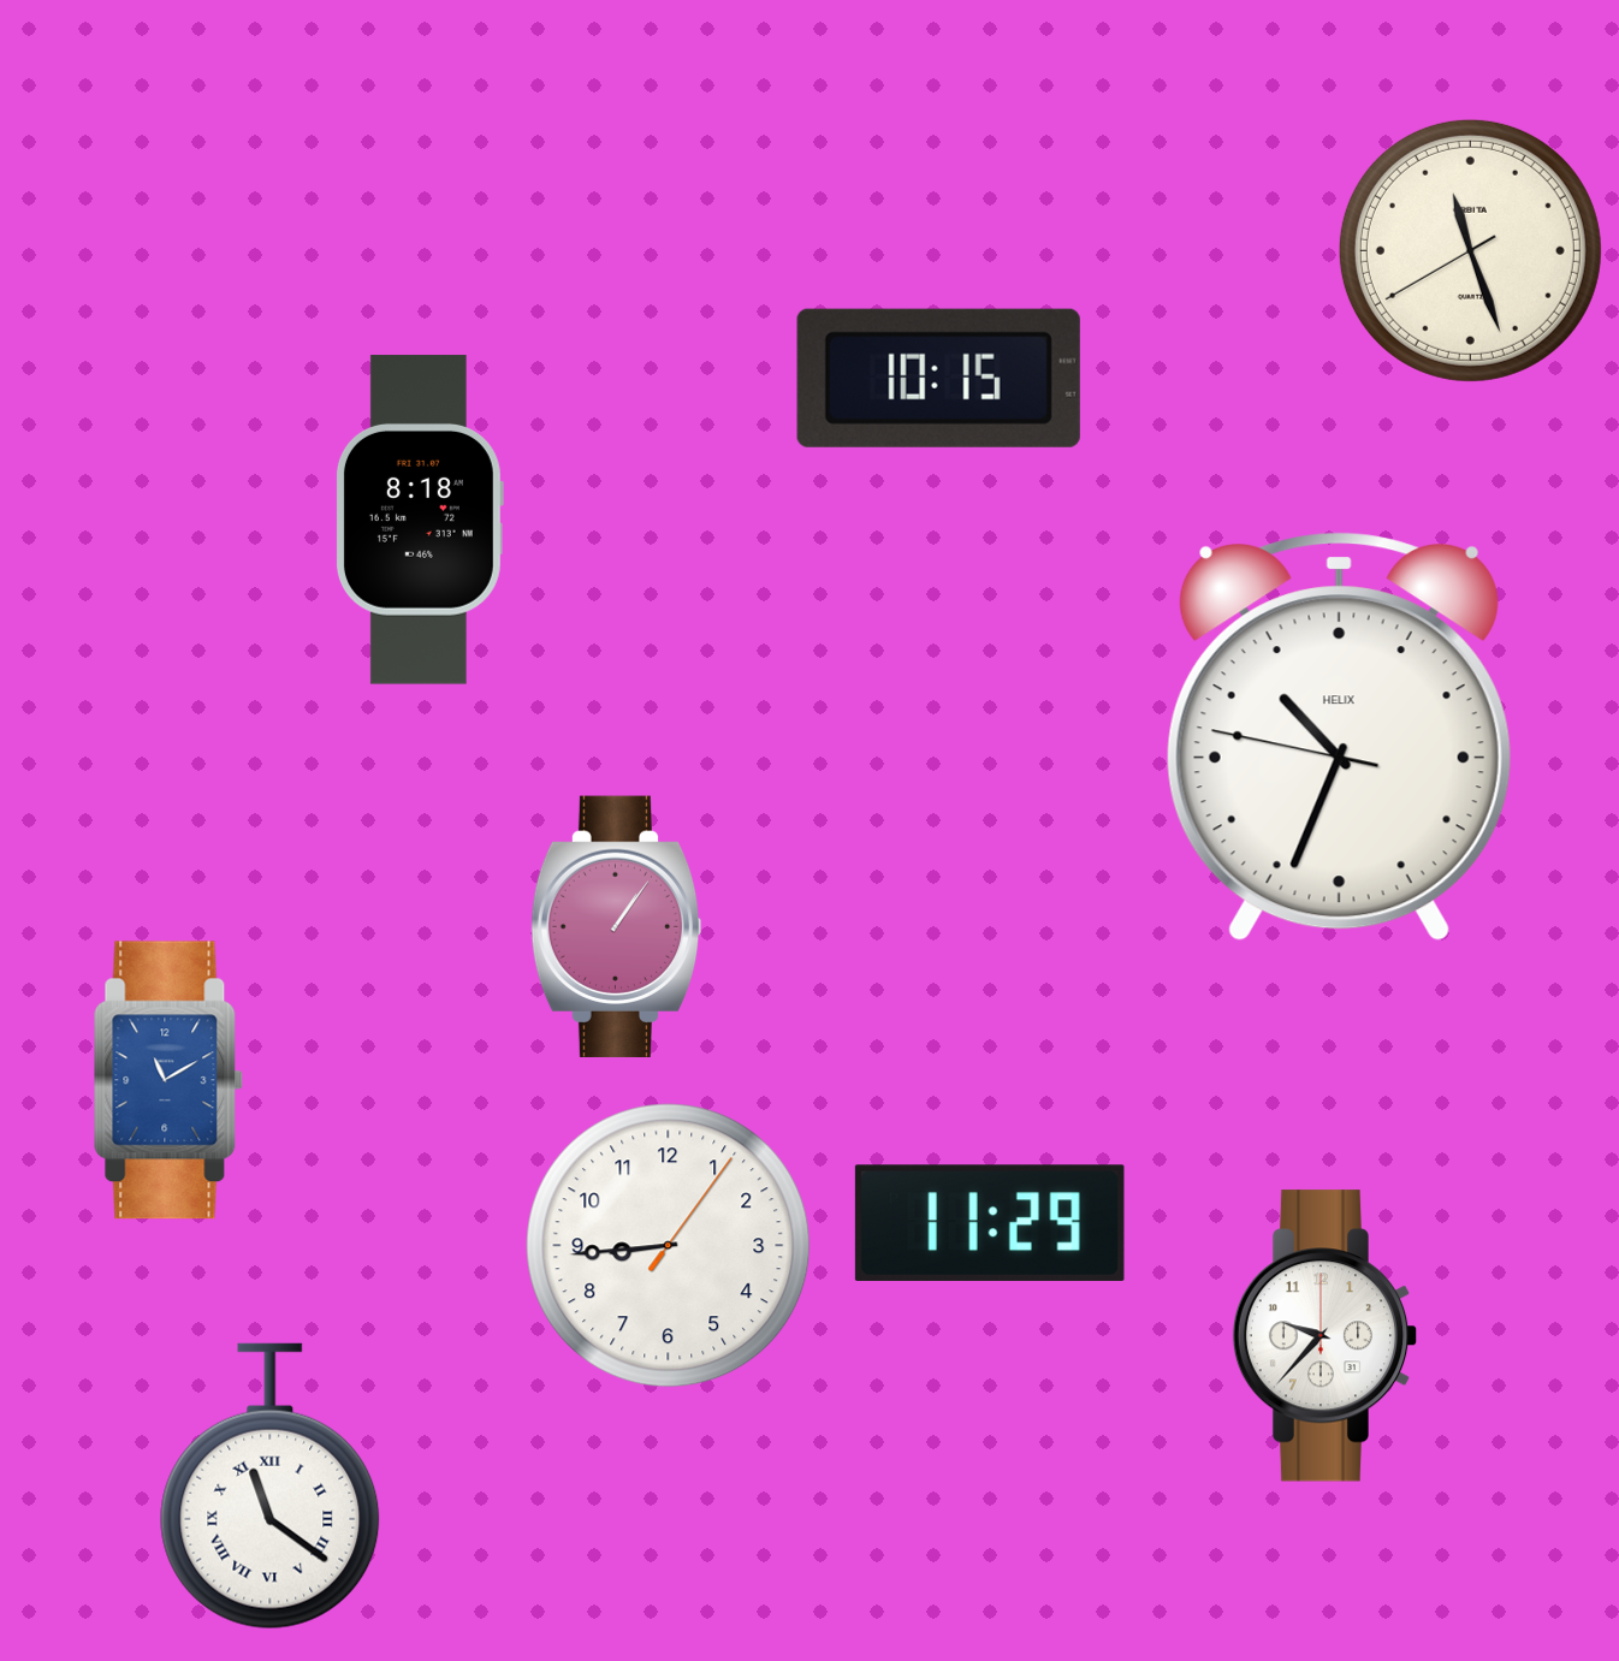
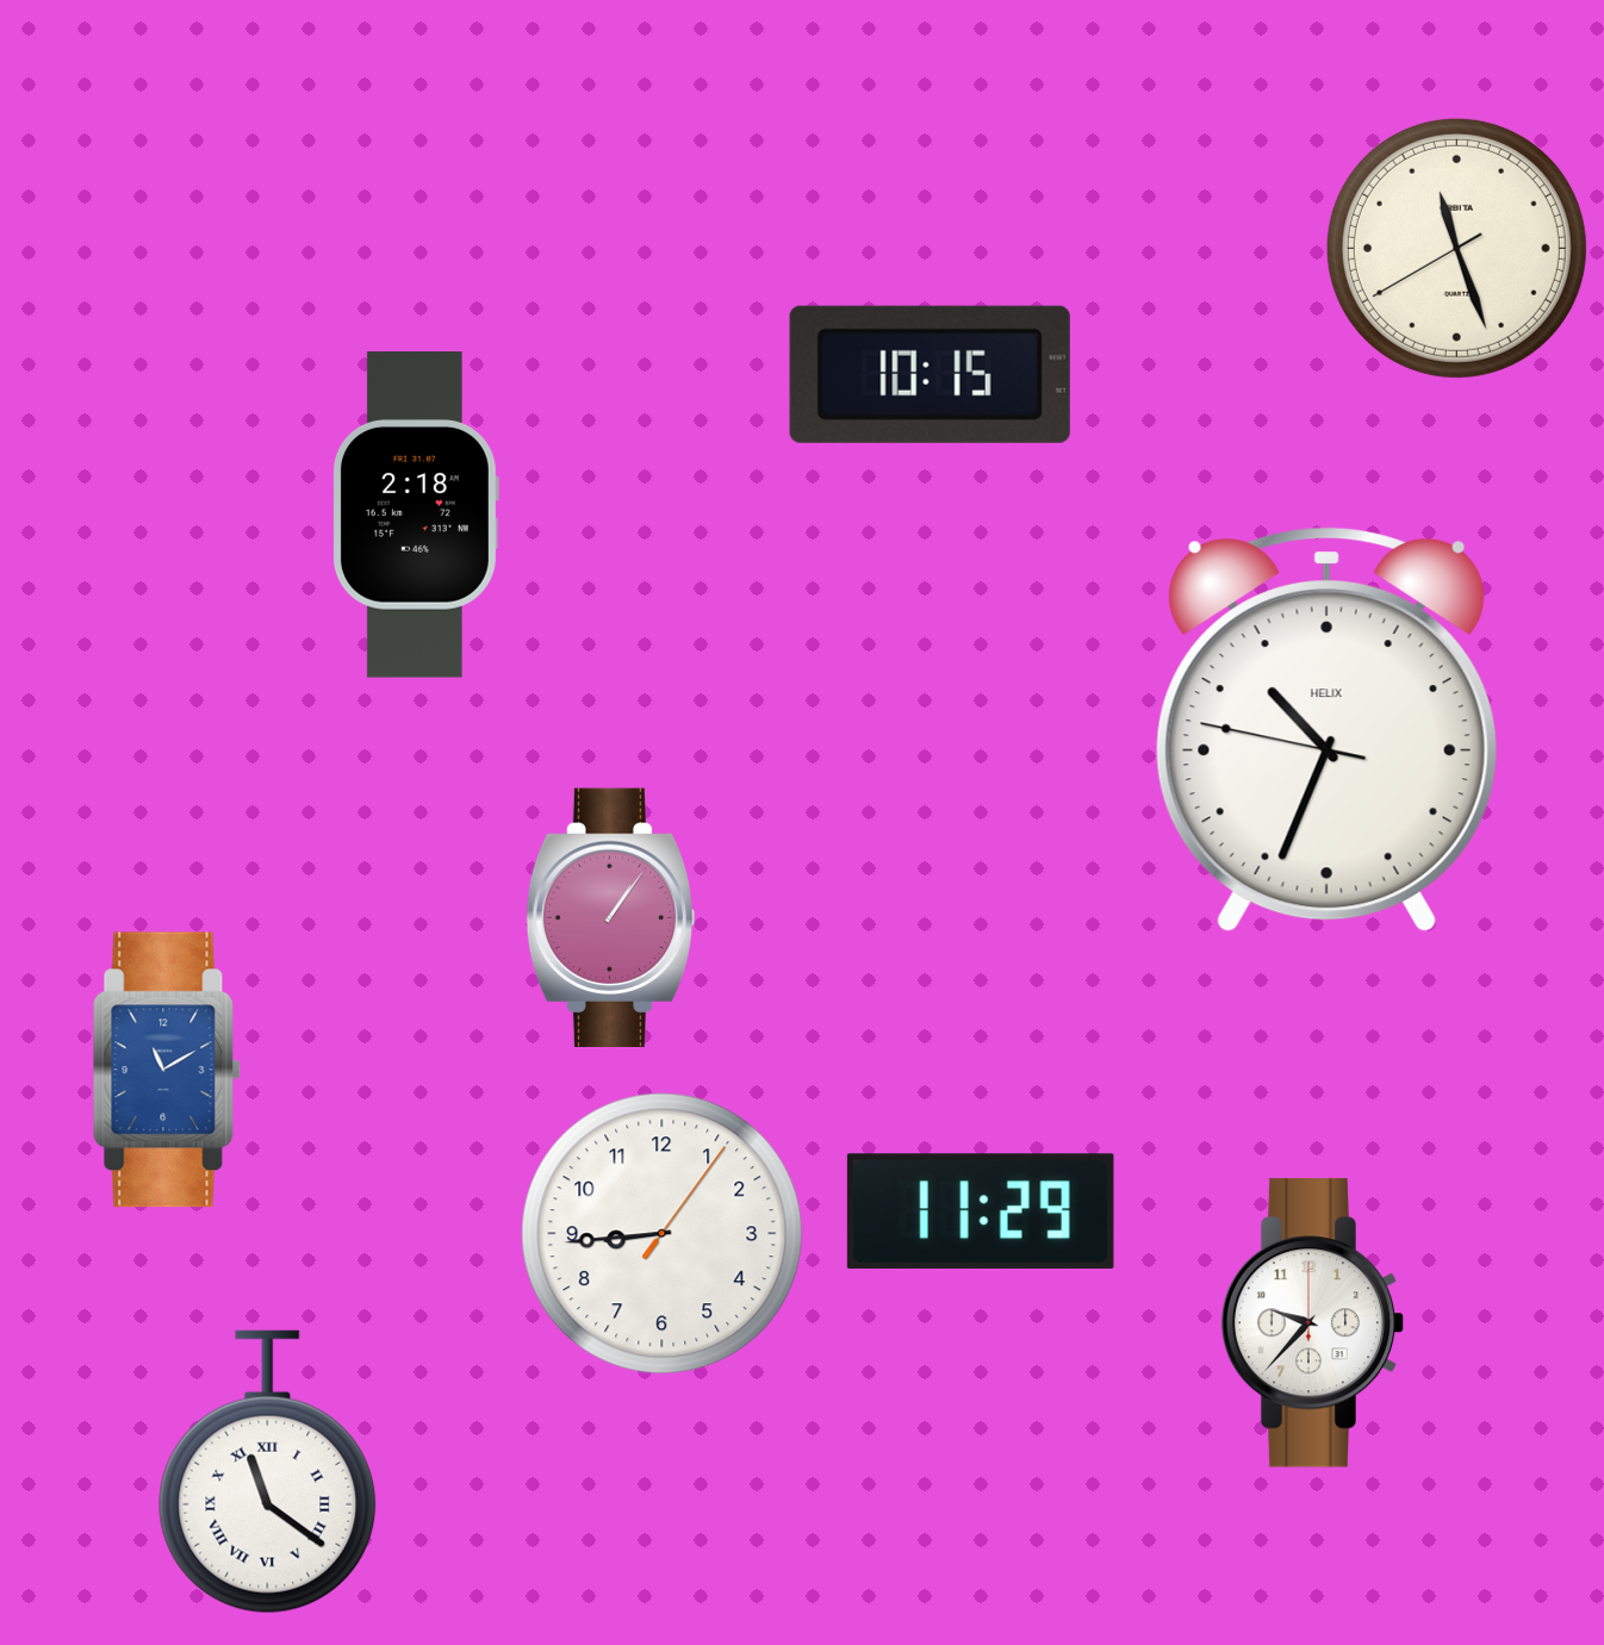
clock at (419, 520): 8:18 -> 2:18
